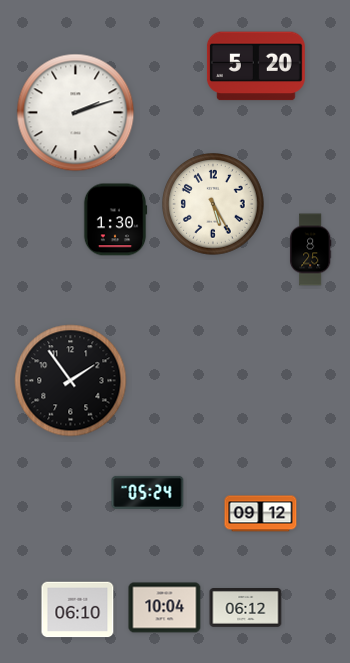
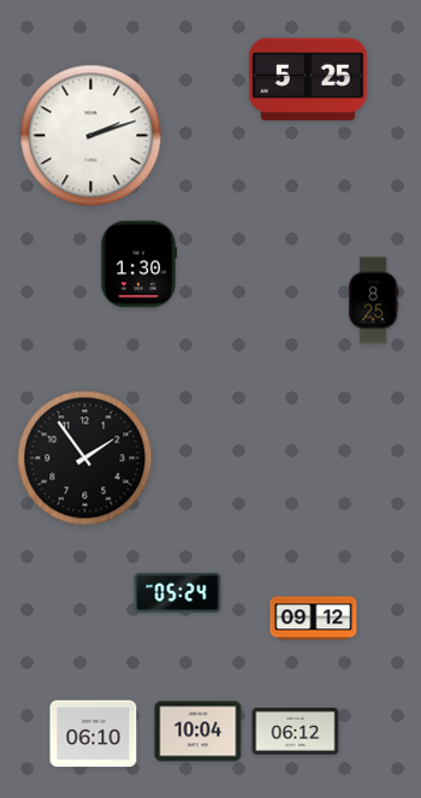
clock at (256, 66): 5:20 -> 5:25
clock at (213, 204): 5:25 -> none
